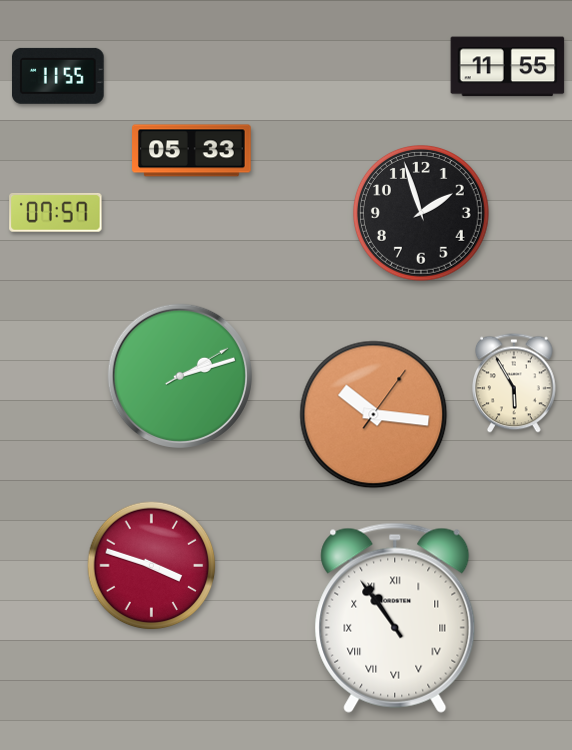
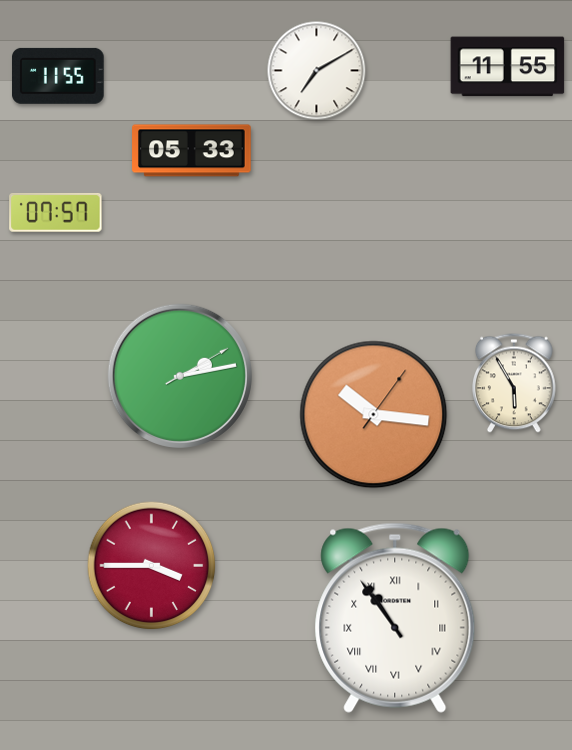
clock at (317, 71): none -> 7:10
clock at (421, 214): 1:57 -> none
clock at (180, 376): 2:12 -> 2:13
clock at (152, 566): 3:48 -> 3:45
